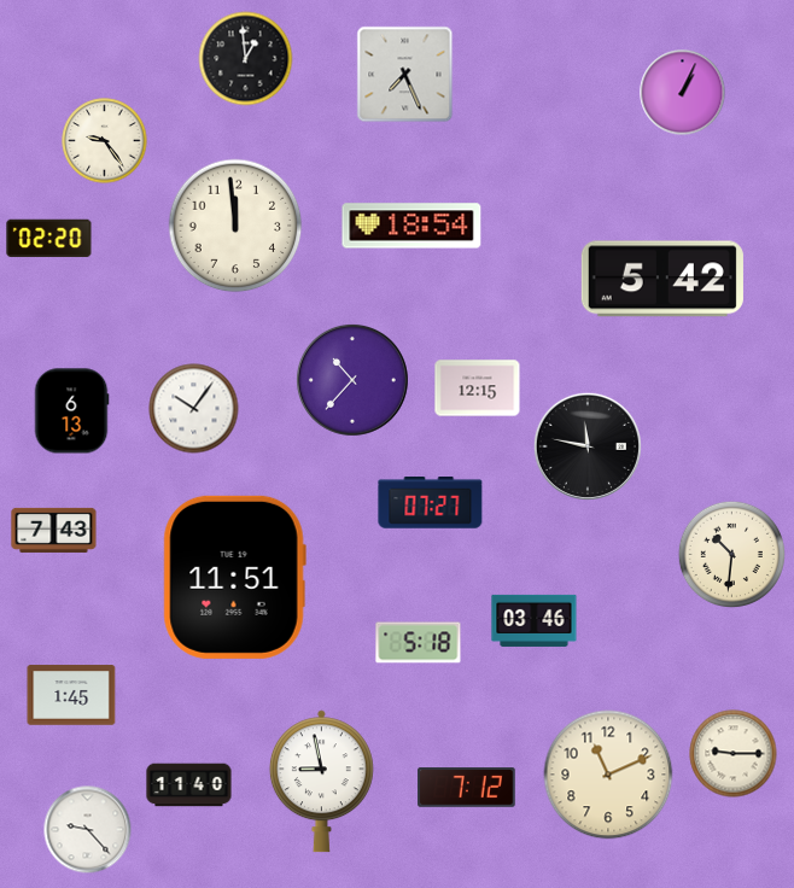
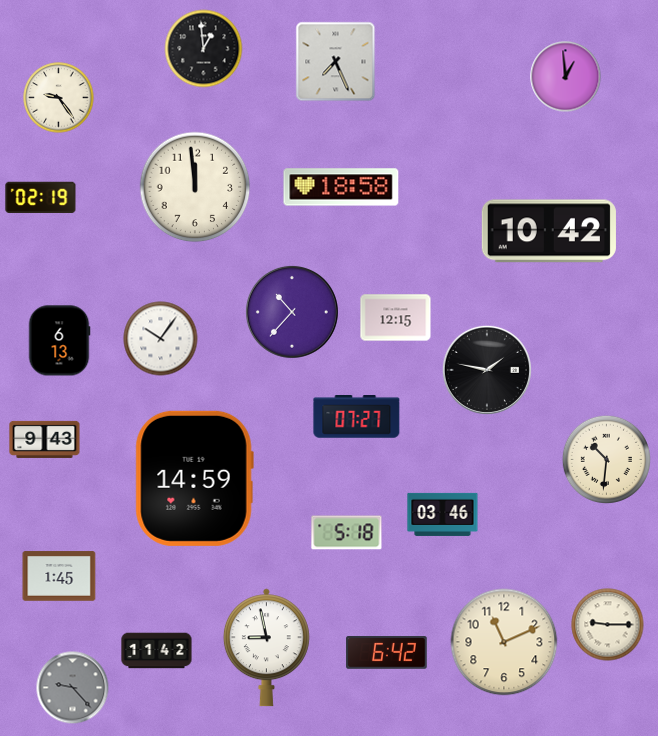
clock at (683, 93): 1:04 -> 12:59
clock at (105, 141) position: (105, 141) -> (59, 98)
clock at (411, 226): 18:54 -> 18:58
clock at (49, 238): 02:20 -> 02:19
clock at (662, 279): 5:42 -> 10:42
clock at (352, 380) position: (352, 380) -> (292, 312)
clock at (478, 388) position: (478, 388) -> (396, 318)
clock at (588, 446): 11:47 -> 1:47
clock at (54, 530): 7:43 -> 9:43
clock at (234, 577): 11:51 -> 14:59
clock at (189, 785): 11:40 -> 11:42
clock at (467, 788): 7:12 -> 6:42
clock at (88, 830) dial: white -> grey
